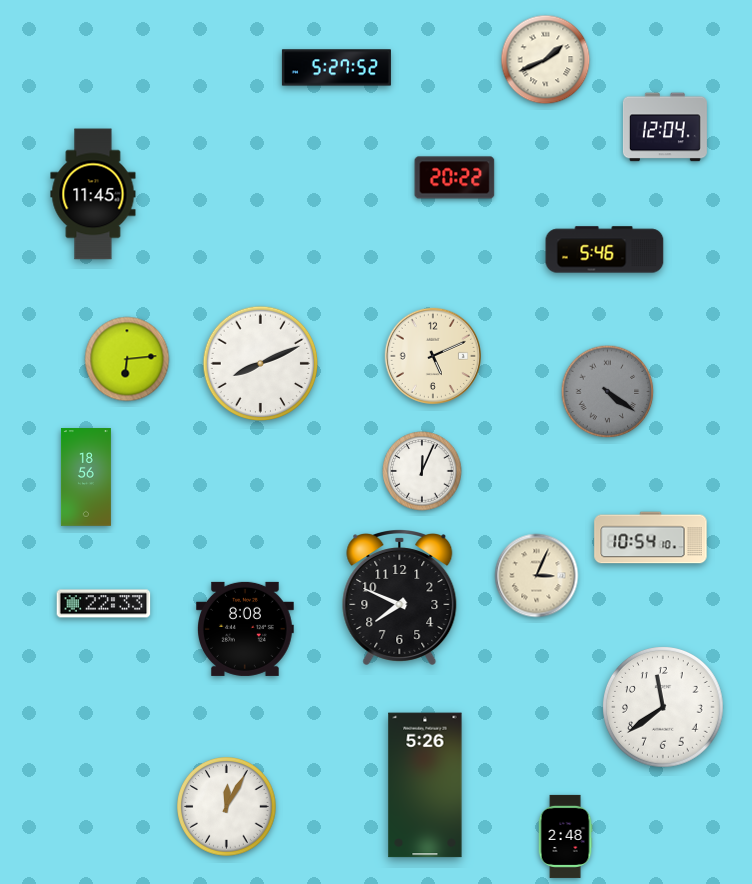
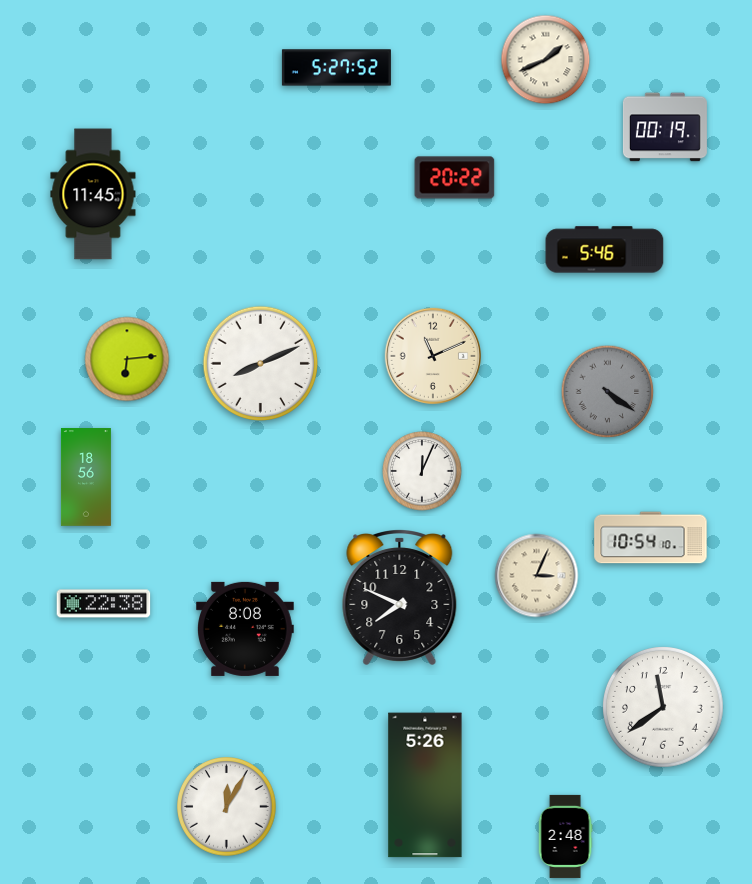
clock at (665, 127): 12:04 -> 00:19
clock at (433, 356): 5:11 -> 11:11
clock at (104, 604): 22:33 -> 22:38
